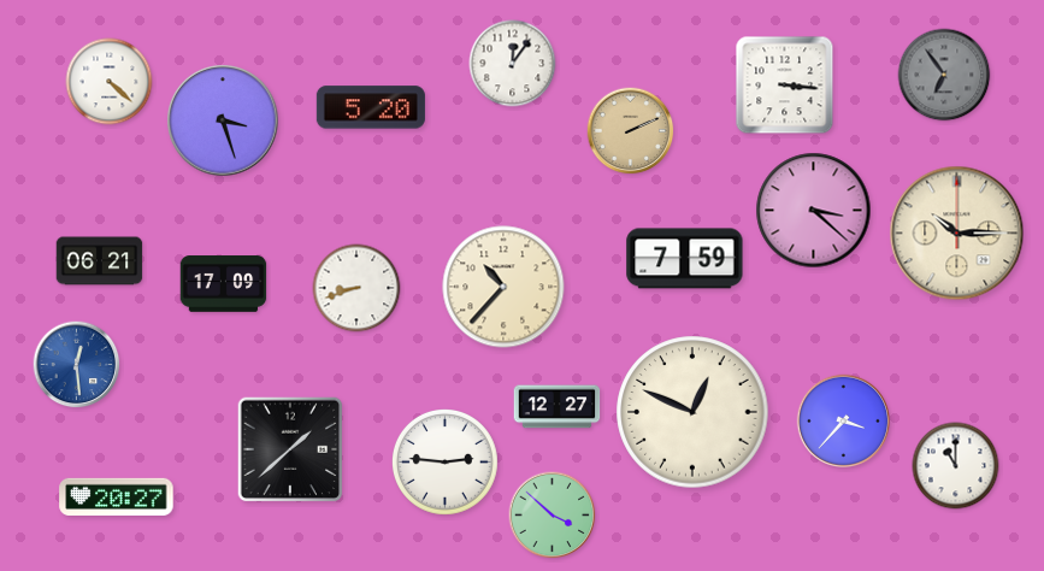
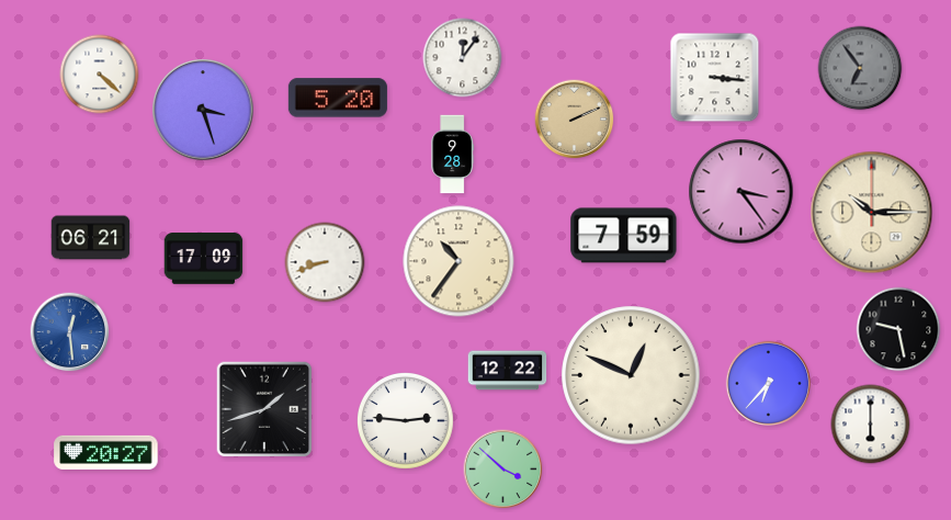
clock at (513, 64) position: (513, 64) -> (463, 58)
clock at (452, 155): none -> 9:28
clock at (814, 211): 3:22 -> 3:24
clock at (503, 287): 10:37 -> 10:36
clock at (898, 329): none -> 9:28
clock at (558, 407): 12:27 -> 12:22
clock at (843, 420): 3:37 -> 6:37
clock at (290, 449): 1:38 -> 1:42
clock at (956, 466): 11:00 -> 6:00
